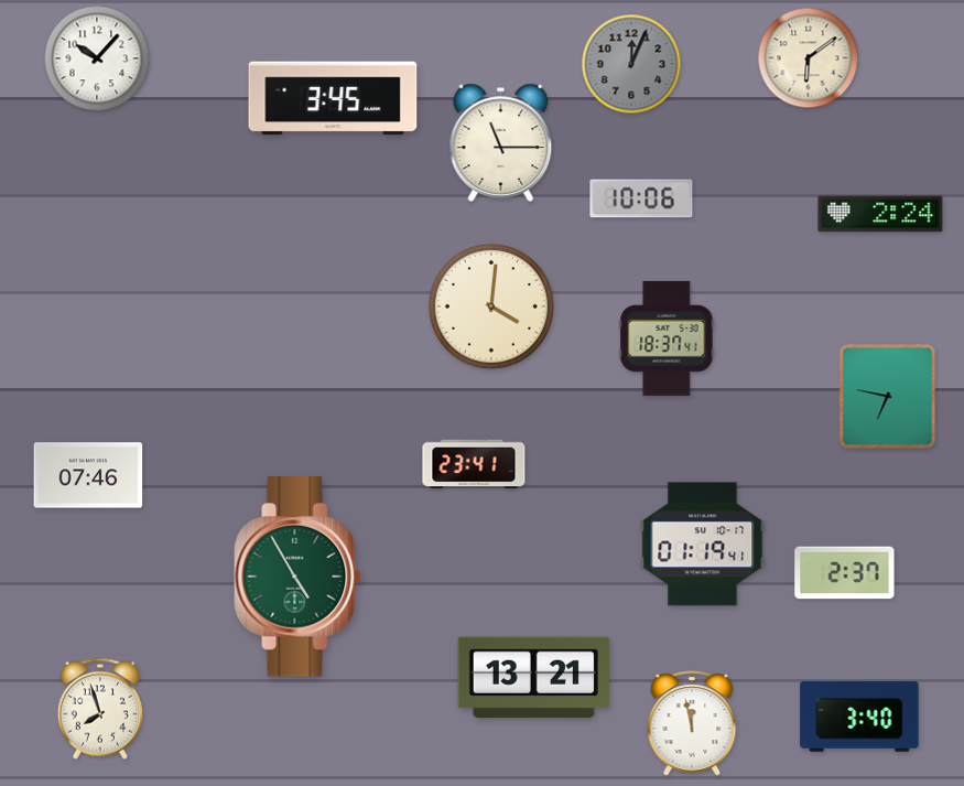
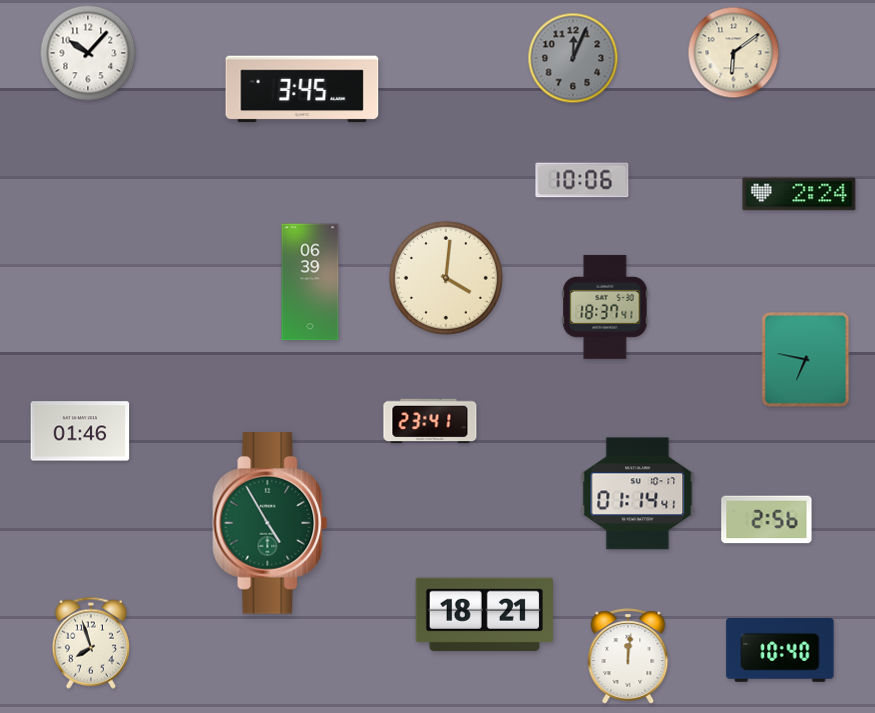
clock at (501, 142): 11:15 -> none
clock at (310, 282): none -> 06:39
clock at (88, 475): 07:46 -> 01:46
clock at (703, 545): 01:19 -> 01:14
clock at (845, 573): 2:37 -> 2:56
clock at (533, 678): 13:21 -> 18:21
clock at (859, 717): 3:40 -> 10:40
clock at (692, 723): 11:58 -> 12:01
